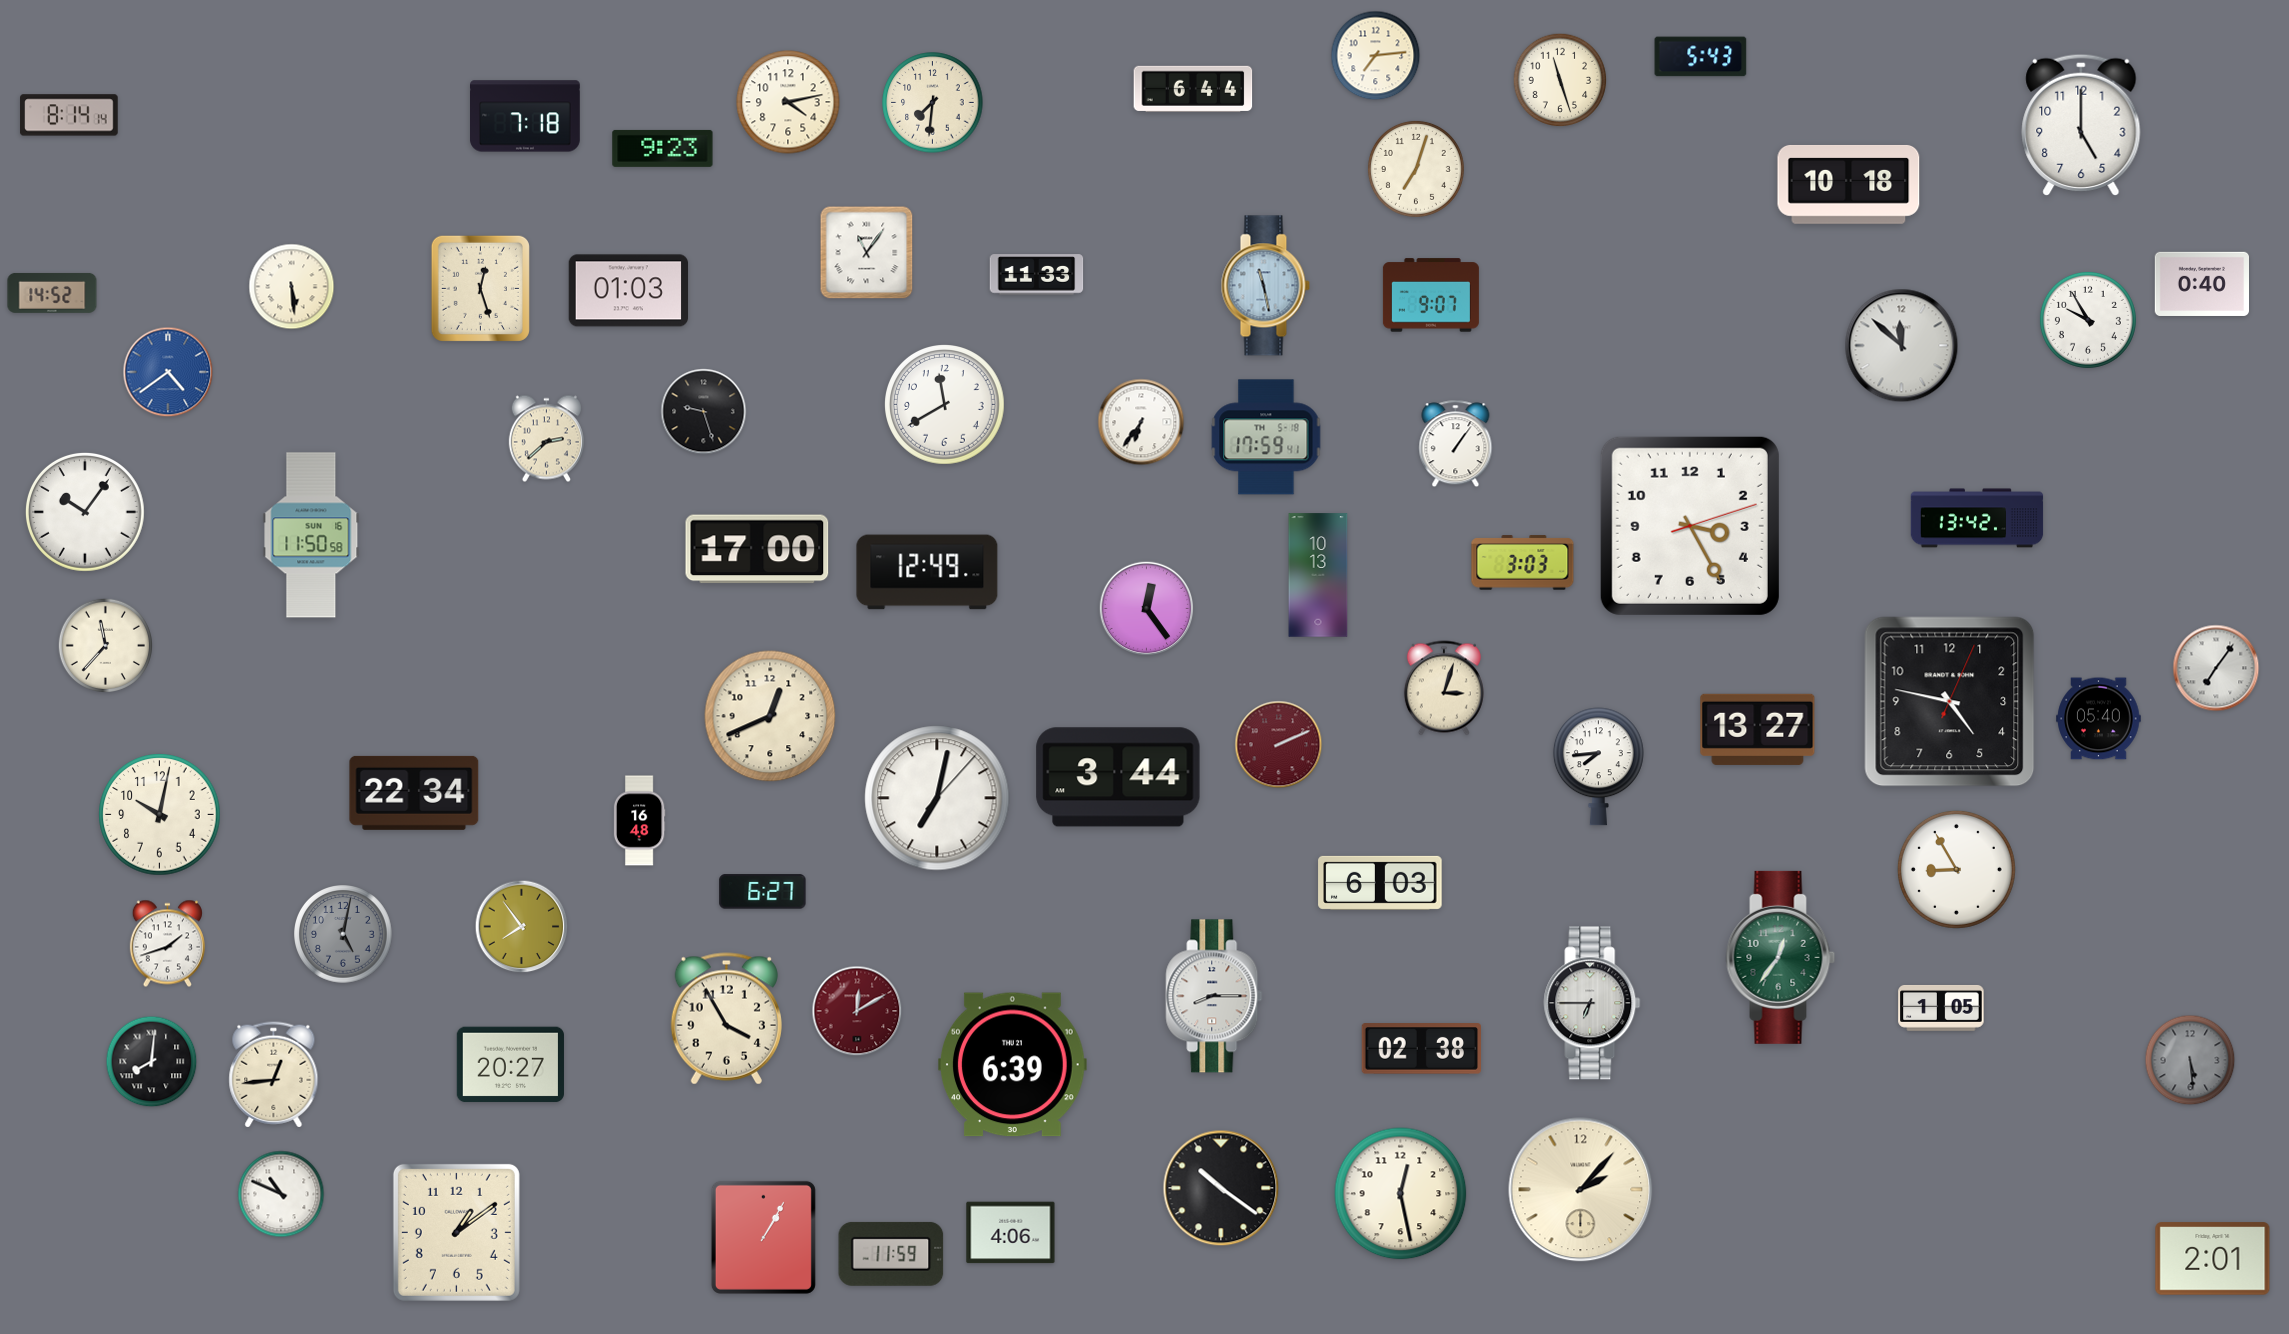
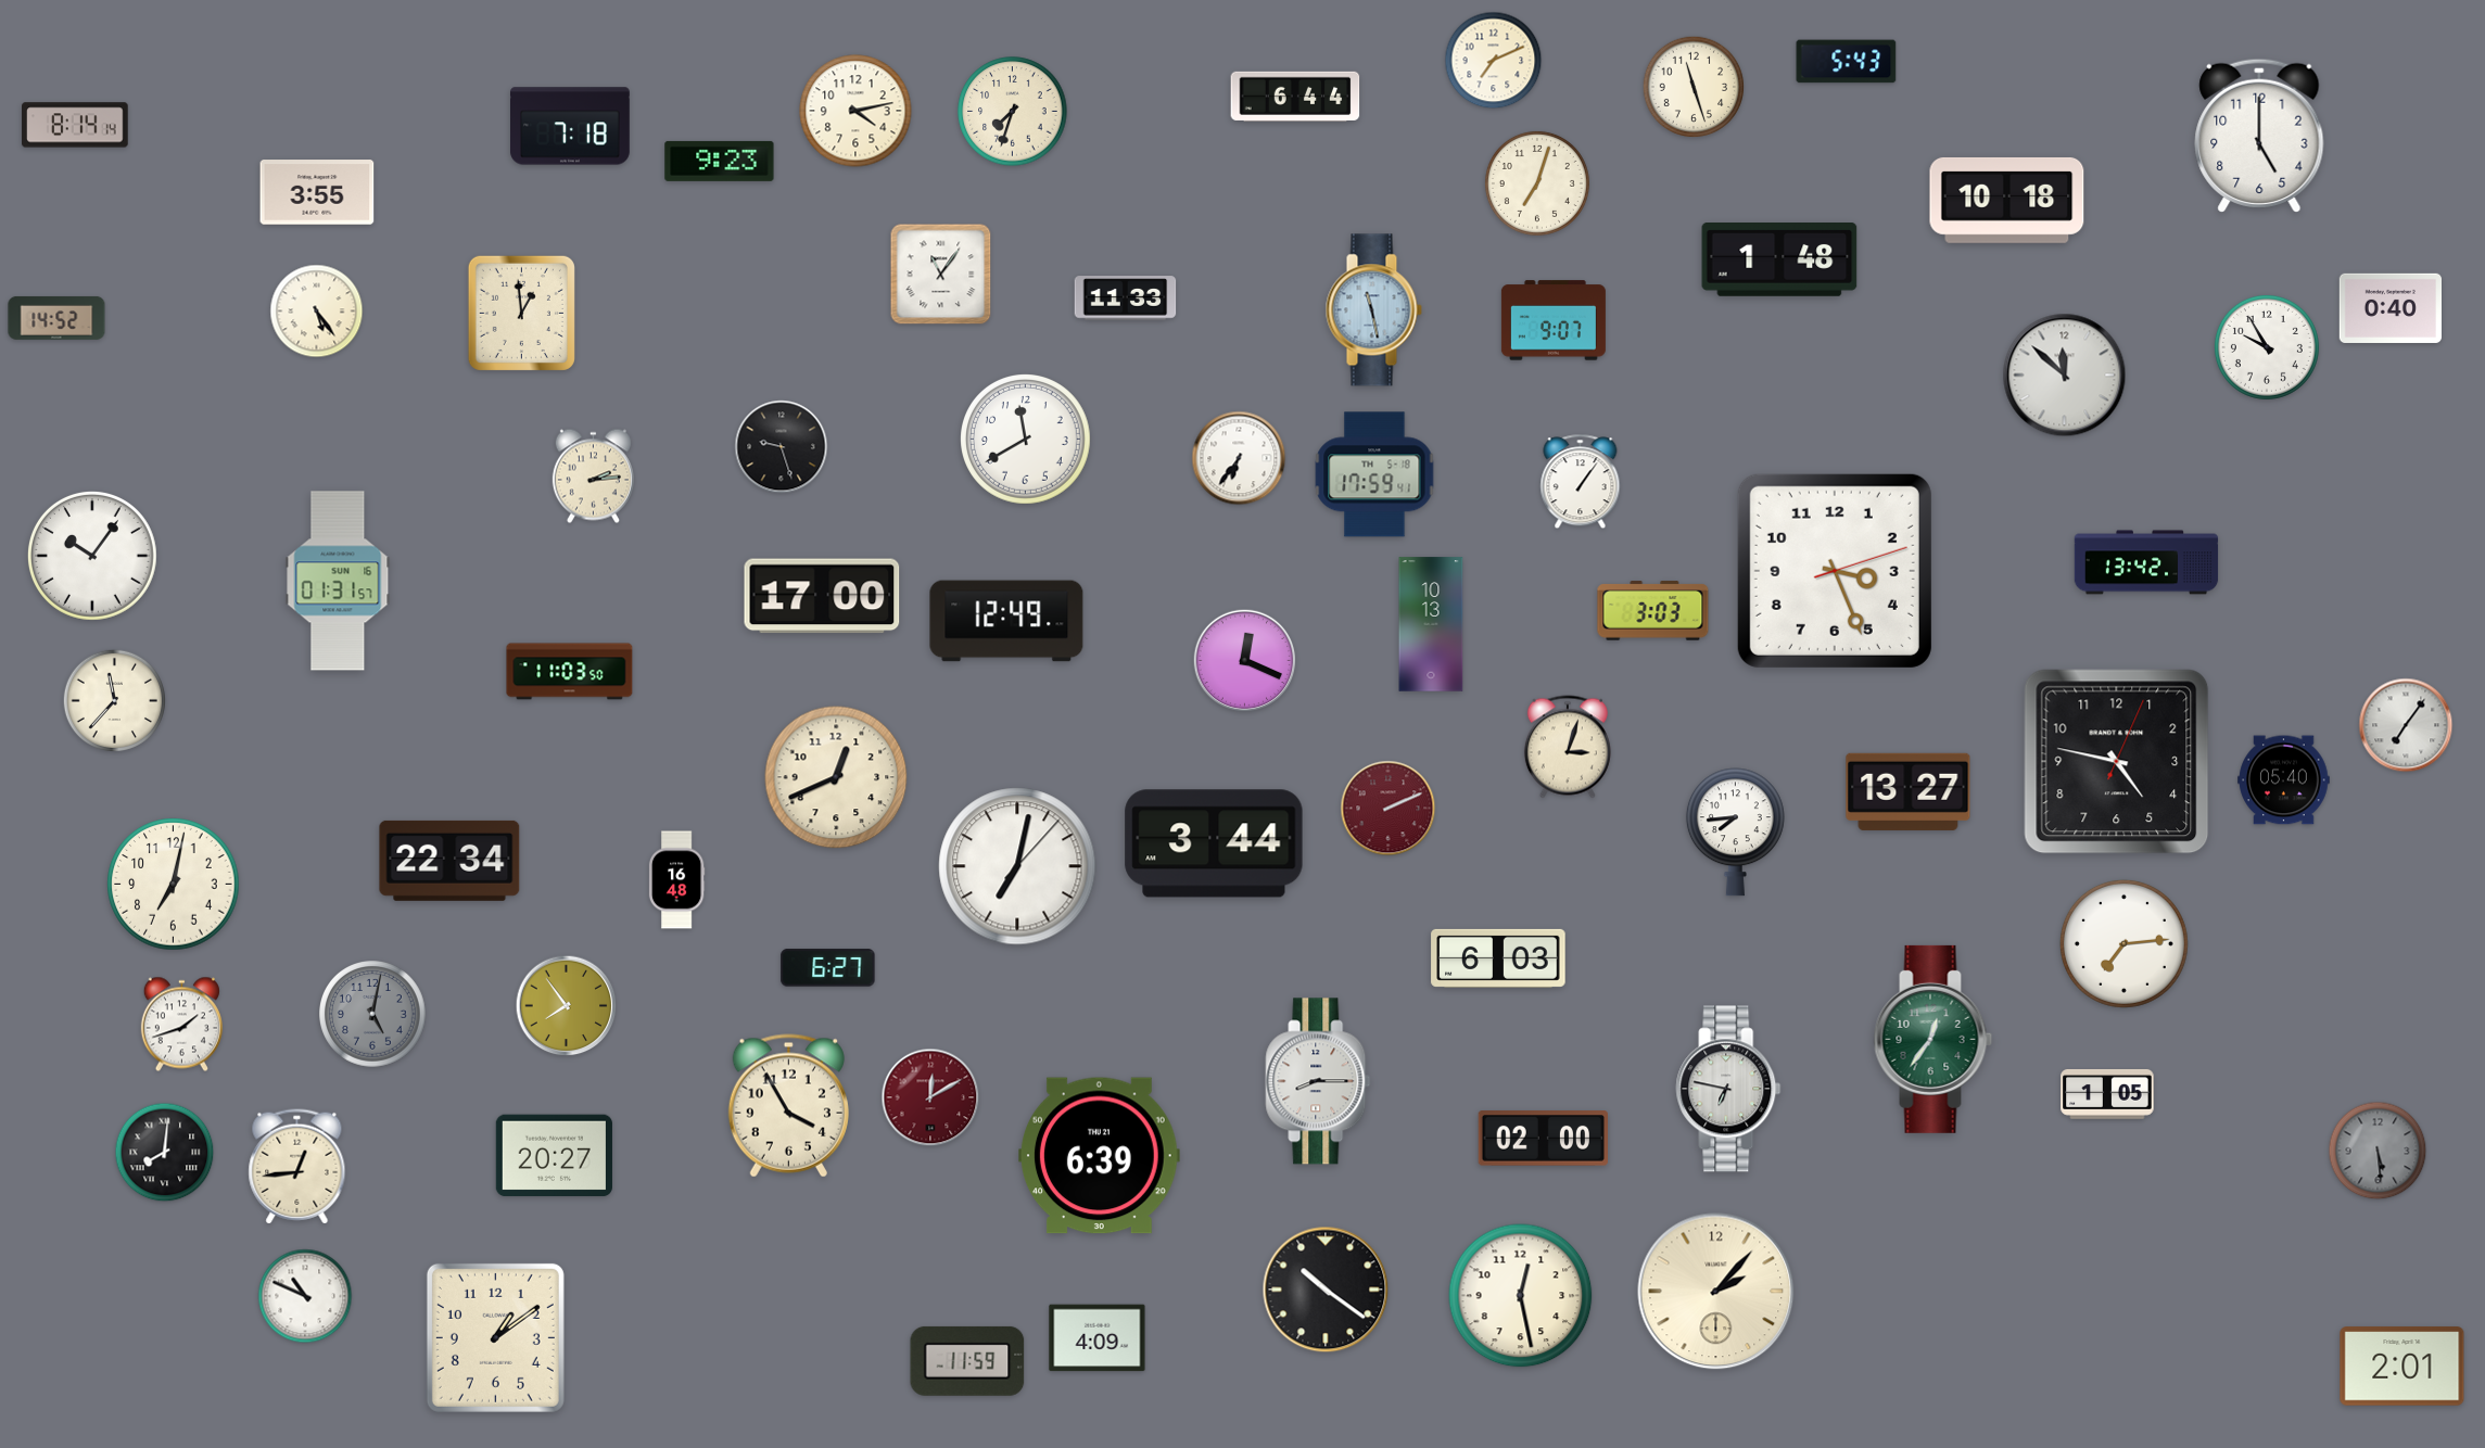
clock at (1376, 56): 7:14 -> 7:11
clock at (933, 103): 7:31 -> 7:33
clock at (317, 192): none -> 3:55
clock at (1779, 261): none -> 1:48
clock at (292, 287): 5:29 -> 5:24
clock at (480, 288): 12:27 -> 12:59
clock at (629, 291): 01:03 -> none
clock at (168, 372): 4:39 -> none
clock at (704, 412) position: (704, 412) -> (782, 447)
clock at (546, 439): 2:38 -> 2:14
clock at (1690, 526): 3:25 -> 3:26
clock at (311, 535): 11:50 -> 01:31
clock at (1147, 609): 12:24 -> 12:19
clock at (570, 672): none -> 11:03
clock at (2099, 719) position: (2099, 719) -> (2284, 780)
clock at (160, 815): 10:02 -> 7:02
clock at (639, 821) position: (639, 821) -> (676, 880)
clock at (1956, 869): 8:55 -> 7:14
clock at (1592, 1003): 6:45 -> 6:47
clock at (1422, 1049): 02:38 -> 02:00
clock at (1011, 1233): 4:06 -> 4:09
clock at (763, 1237): 1:05 -> none
